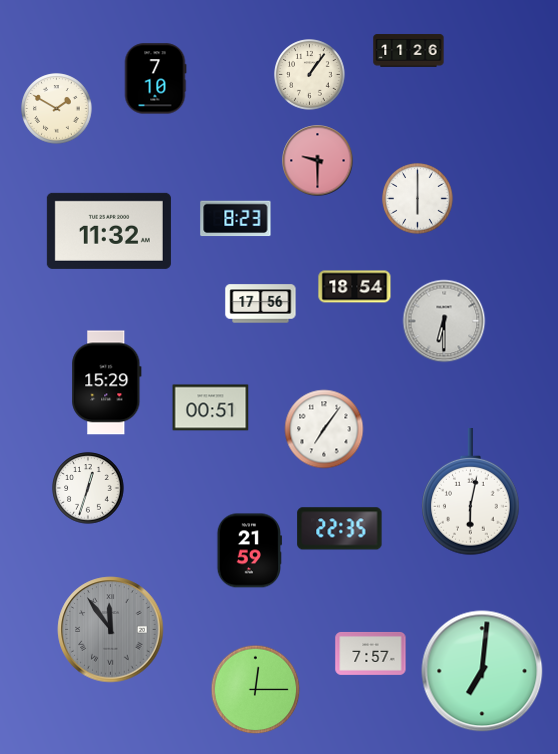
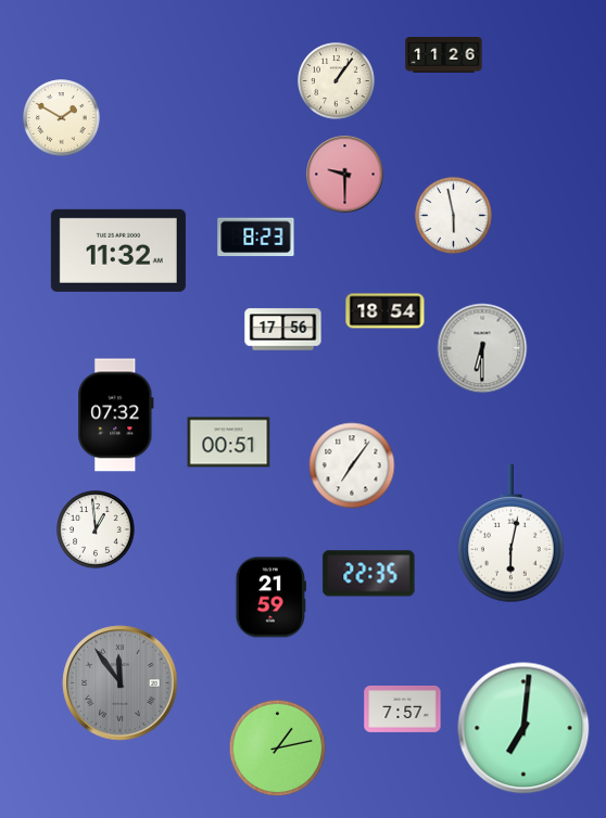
clock at (155, 79): 7:10 -> none
clock at (418, 199): 6:00 -> 5:58
clock at (107, 383): 15:29 -> 07:32
clock at (88, 488): 12:33 -> 12:59
clock at (256, 690): 12:15 -> 1:13
